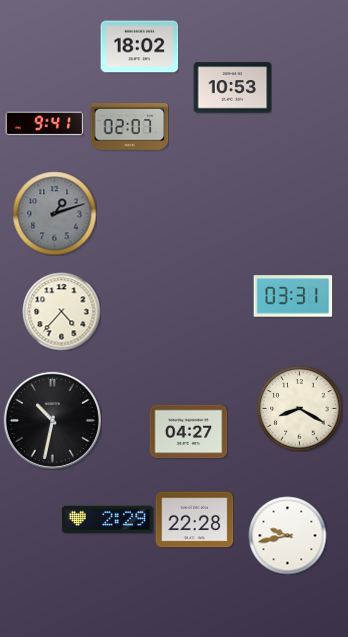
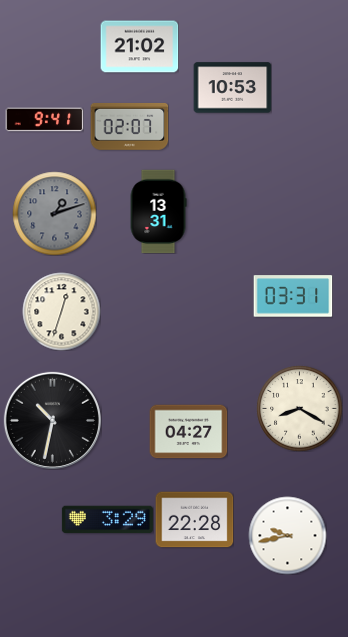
clock at (139, 47): 18:02 -> 21:02
clock at (44, 124) position: (44, 124) -> (44, 120)
clock at (158, 211): none -> 13:31
clock at (61, 311): 4:37 -> 12:33
clock at (107, 520): 2:29 -> 3:29
